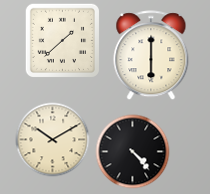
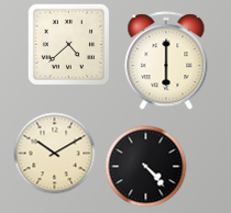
clock at (62, 40): 1:38 -> 4:38
clock at (53, 140) position: (53, 140) -> (55, 154)
